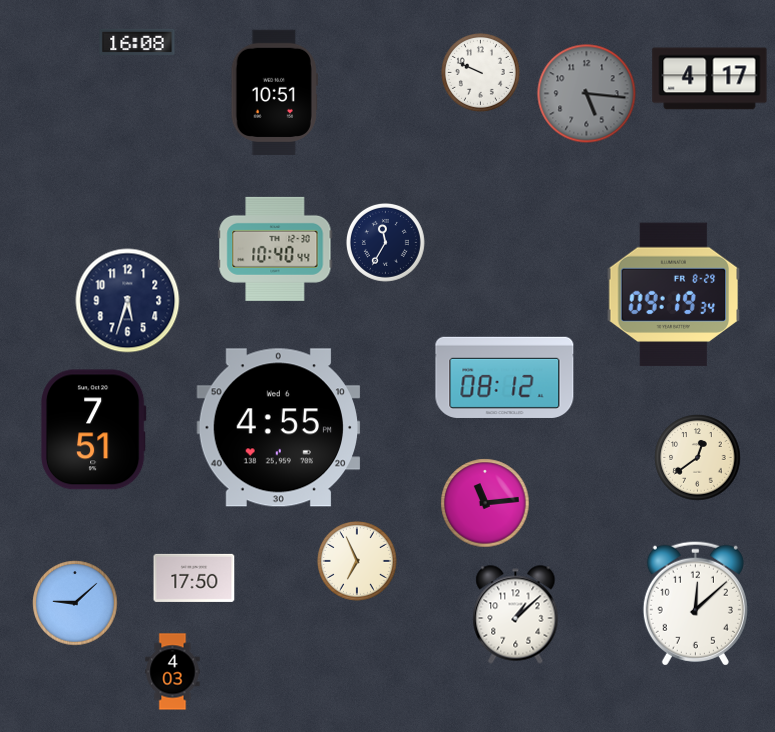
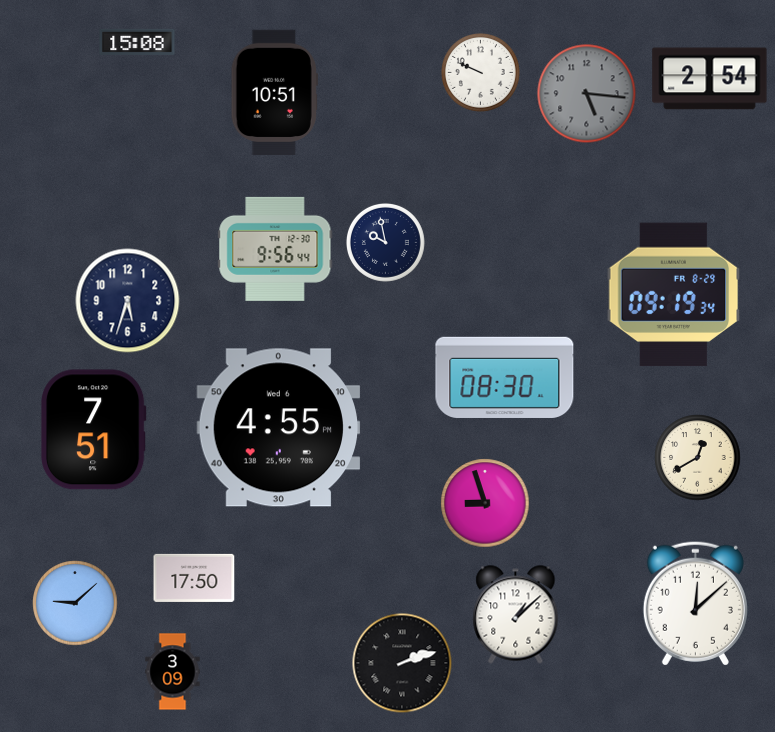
clock at (137, 42): 16:08 -> 15:08
clock at (710, 79): 4:17 -> 2:54
clock at (385, 242): 11:35 -> 9:58
clock at (275, 249): 10:40 -> 9:56
clock at (505, 377): 08:12 -> 08:30
clock at (698, 458): 12:39 -> 12:40
clock at (485, 503): 11:14 -> 8:57
clock at (357, 561): 6:56 -> none
clock at (402, 663): none -> 2:12
clock at (173, 672): 4:03 -> 3:09
